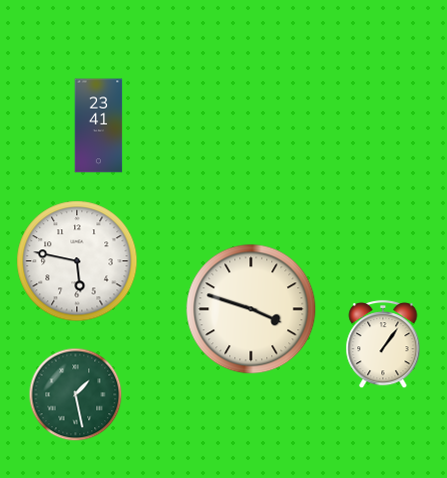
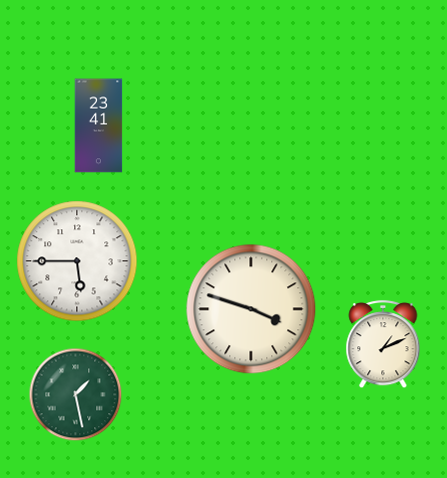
clock at (77, 261): 5:47 -> 5:45
clock at (383, 345): 1:06 -> 1:11
